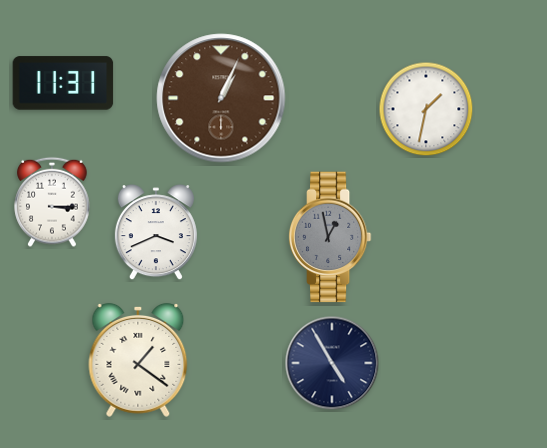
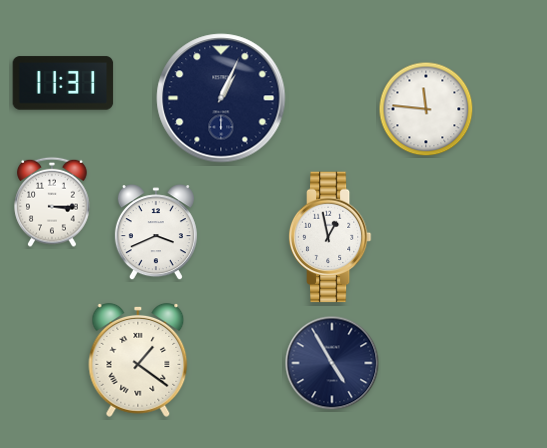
clock at (221, 98) dial: brown -> navy
clock at (426, 109): 1:32 -> 11:46
clock at (330, 237) dial: grey -> white
